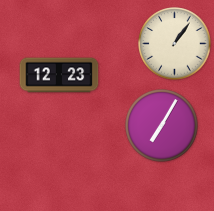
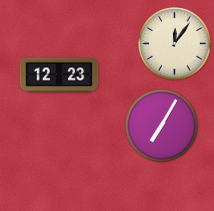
clock at (175, 44): 1:06 -> 12:06
